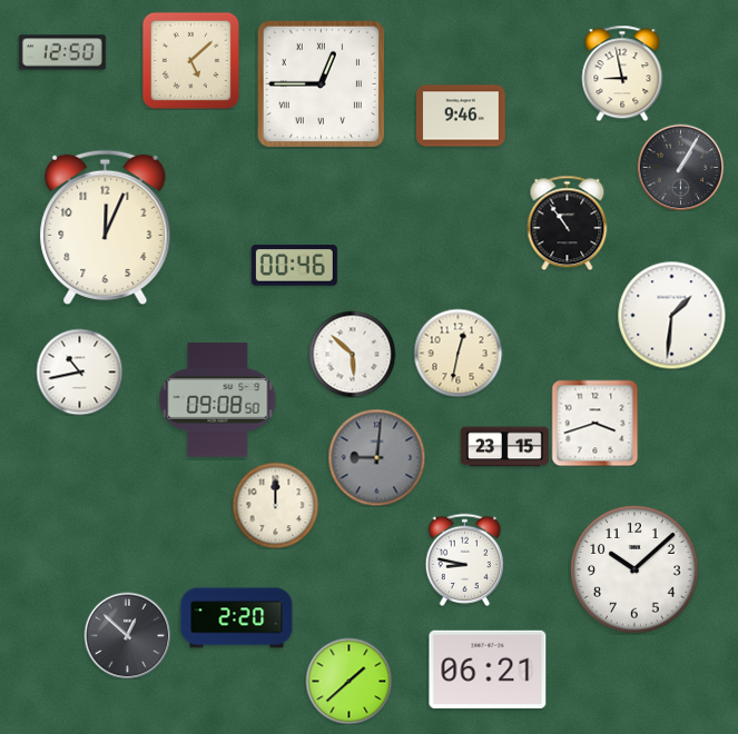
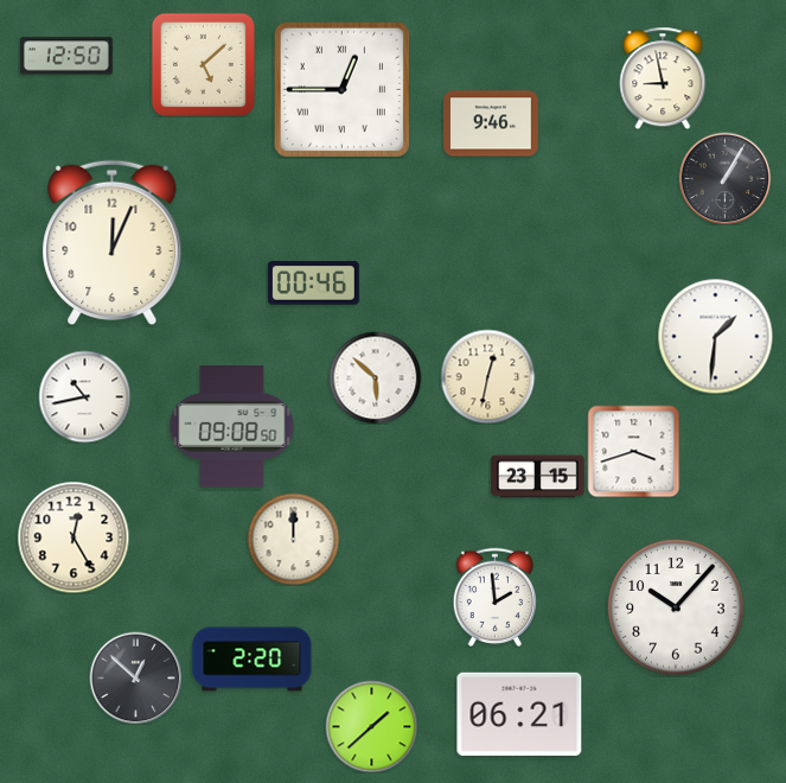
clock at (568, 222): 10:54 -> none
clock at (376, 457): 9:01 -> none
clock at (74, 537): none -> 12:25
clock at (465, 559): 8:47 -> 1:59
clock at (634, 569): 10:08 -> 10:07
